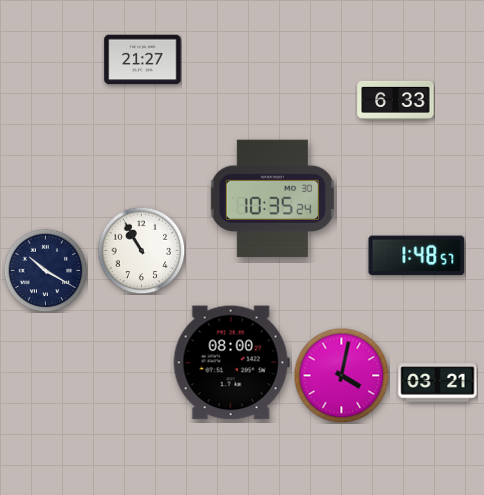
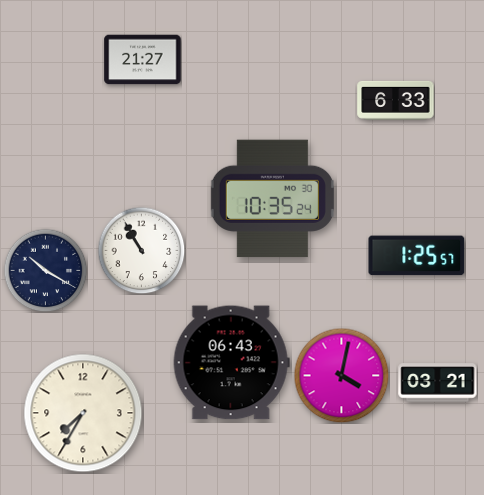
clock at (417, 256): 1:48 -> 1:25
clock at (231, 363): 08:00 -> 06:43
clock at (83, 413): none -> 7:35
